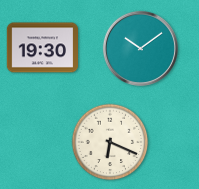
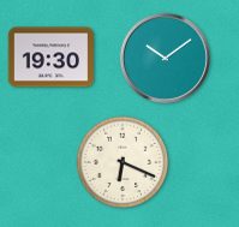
clock at (140, 48) position: (140, 48) -> (165, 58)
clock at (110, 142) position: (110, 142) -> (123, 162)
